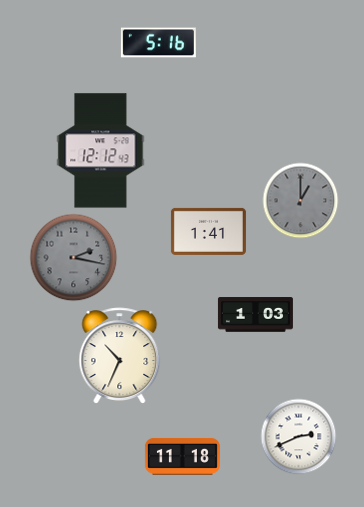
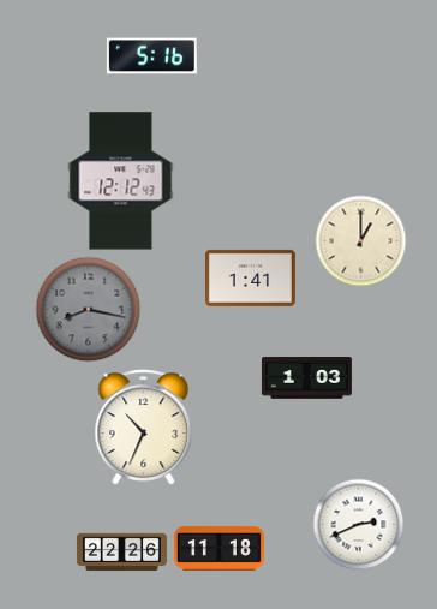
clock at (158, 43) position: (158, 43) -> (151, 56)
clock at (301, 201) dial: grey -> cream
clock at (74, 258): 2:17 -> 8:17
clock at (121, 553): none -> 22:26
